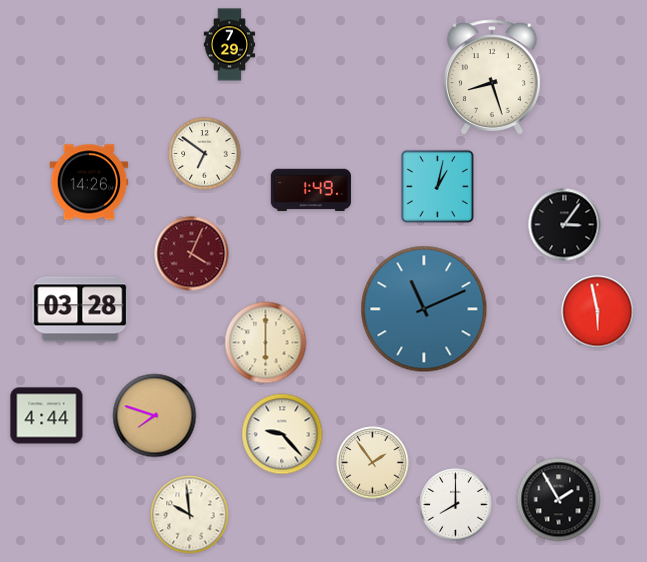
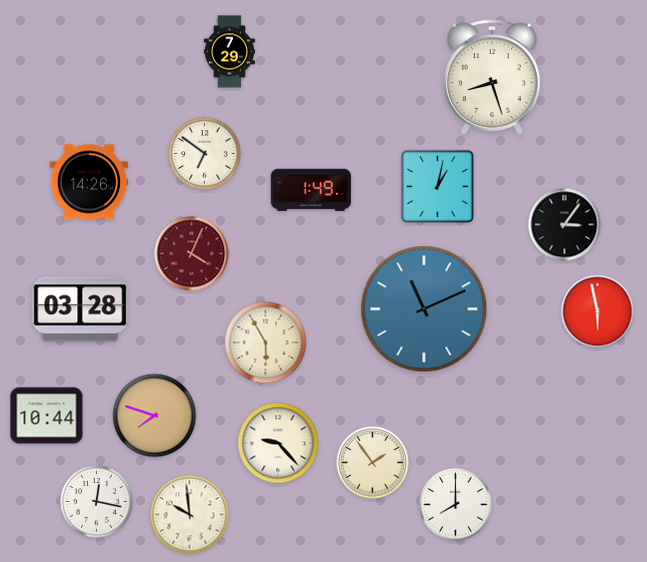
clock at (230, 45) position: (230, 45) -> (230, 52)
clock at (266, 343): 6:00 -> 5:55
clock at (47, 416): 4:44 -> 10:44
clock at (282, 434) position: (282, 434) -> (278, 443)
clock at (559, 500): 1:55 -> none
clock at (97, 502): none -> 12:17
